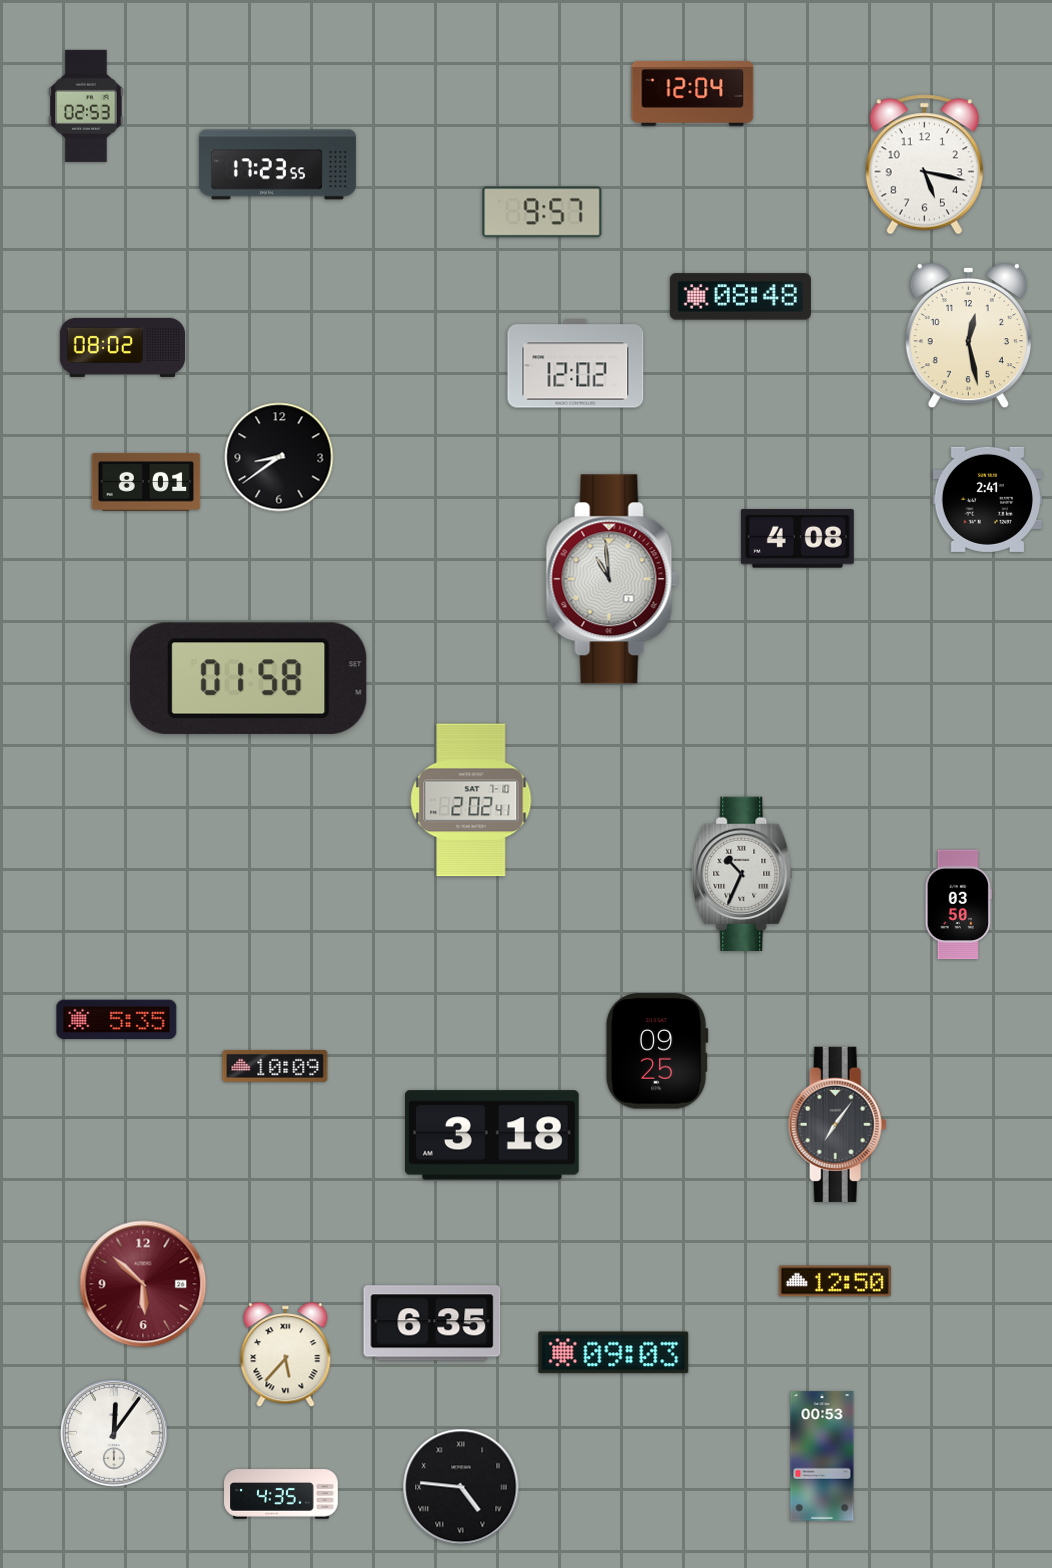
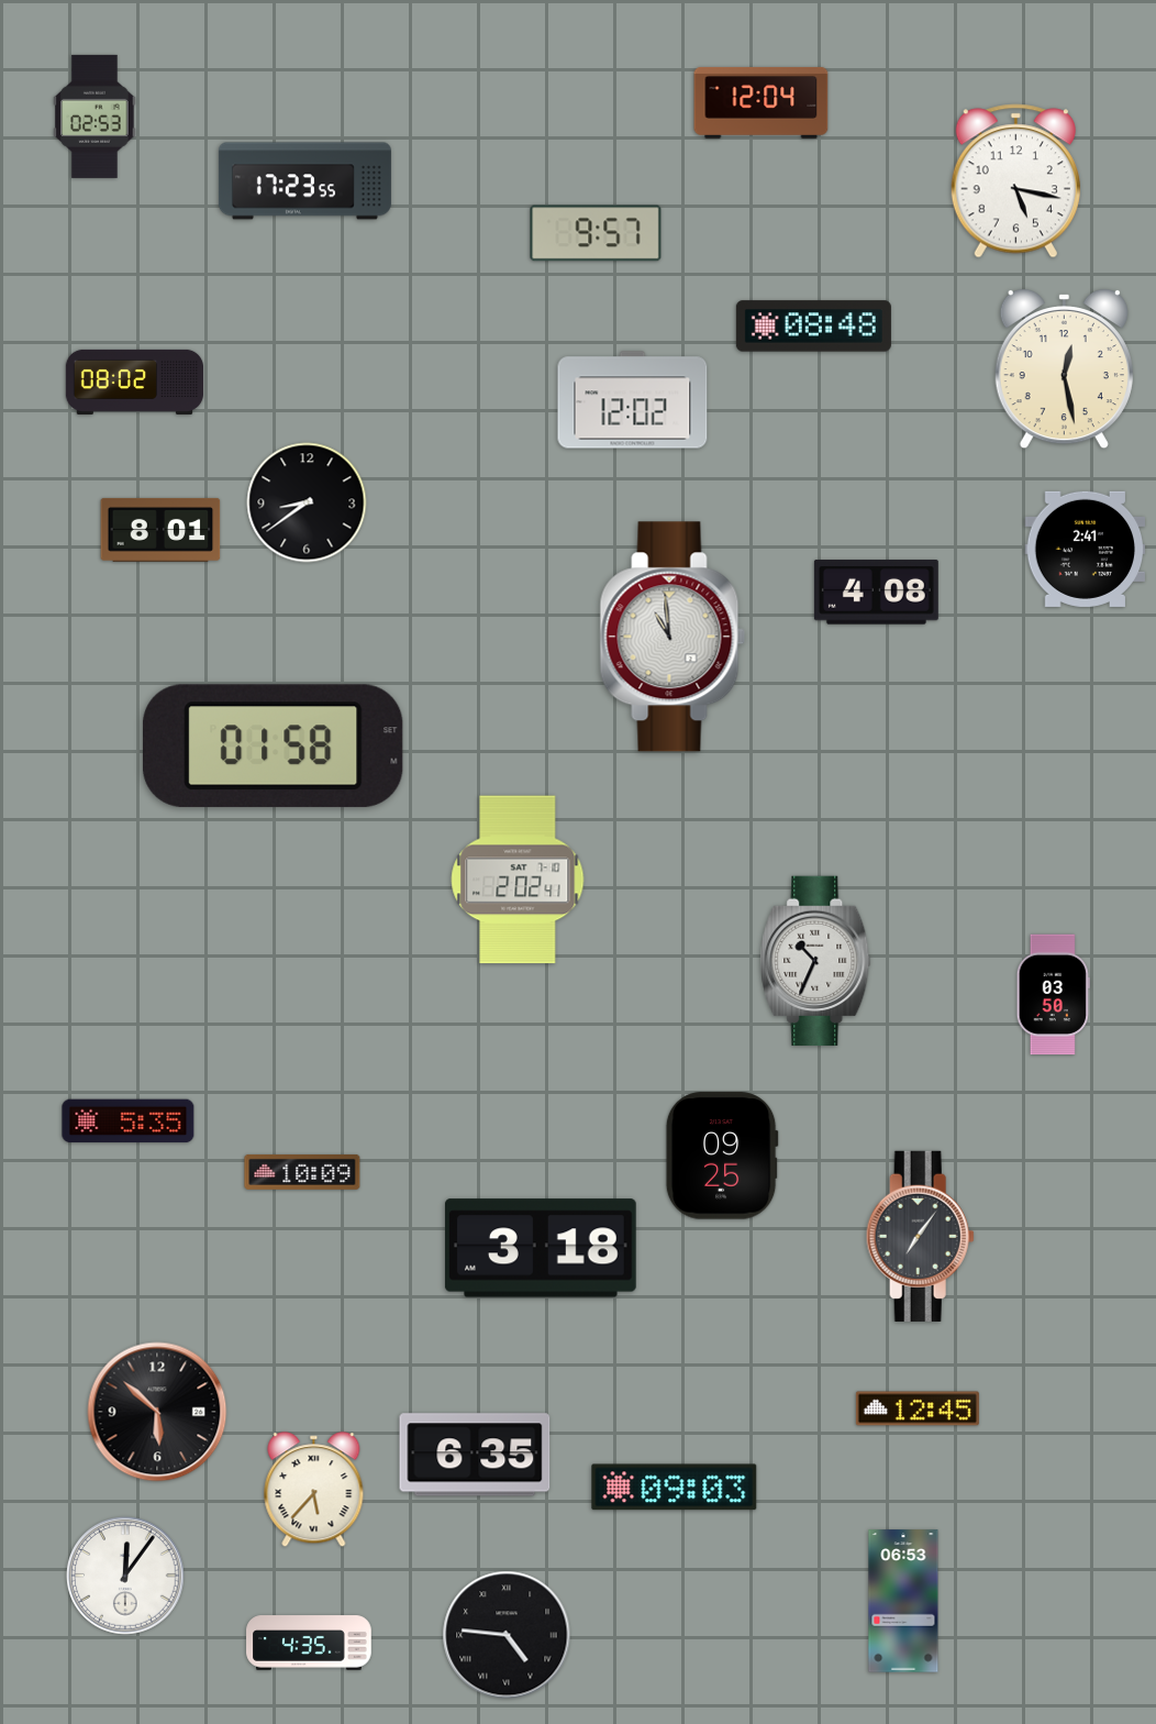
clock at (835, 1281): 12:50 -> 12:45
clock at (143, 1284) dial: burgundy -> black
clock at (822, 1456): 00:53 -> 06:53
